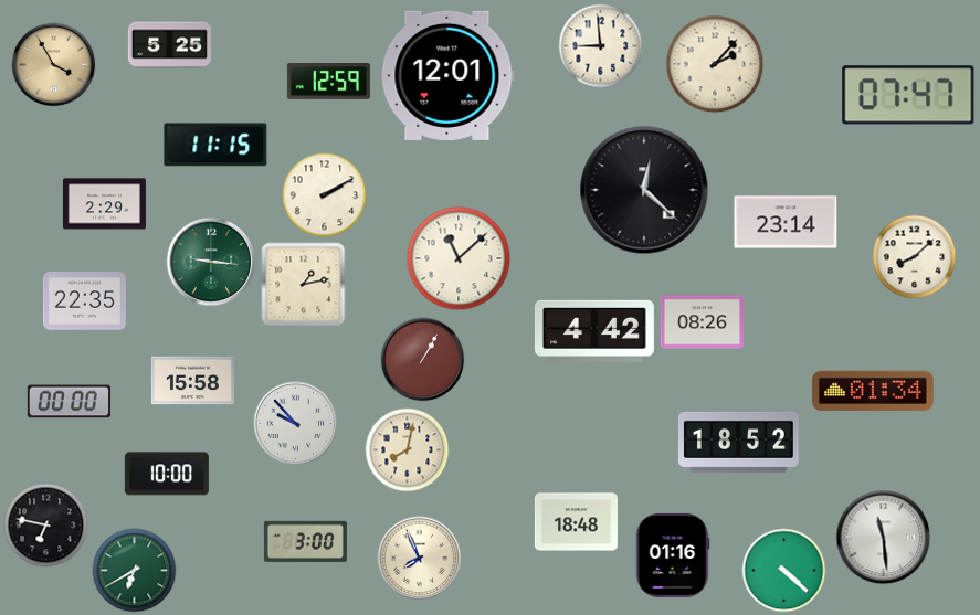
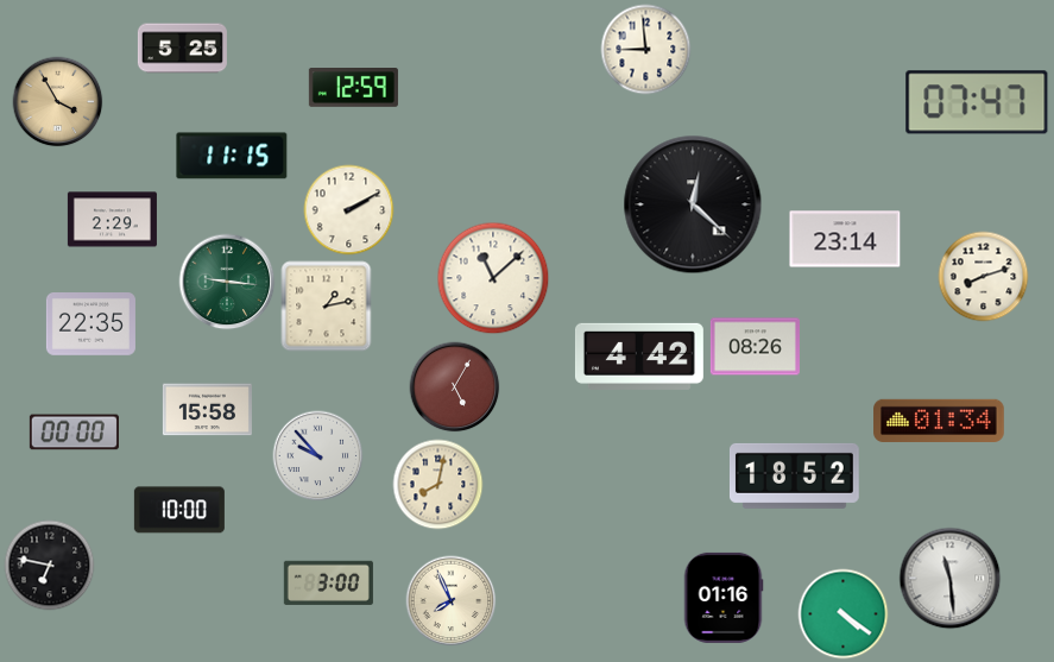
clock at (715, 64): 2:07 -> none
clock at (54, 65) position: (54, 65) -> (58, 102)
clock at (447, 75): 12:01 -> none
clock at (915, 257): 8:08 -> 8:12
clock at (423, 360): 1:05 -> 5:05
clock at (576, 522): 18:48 -> none
clock at (135, 571): 6:40 -> none
clock at (784, 571): 4:22 -> 4:21
